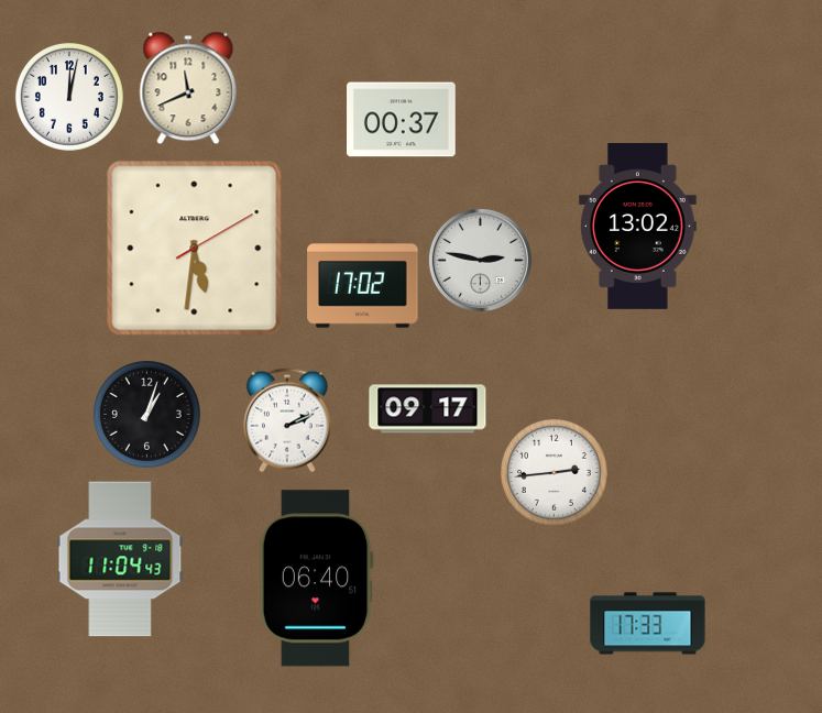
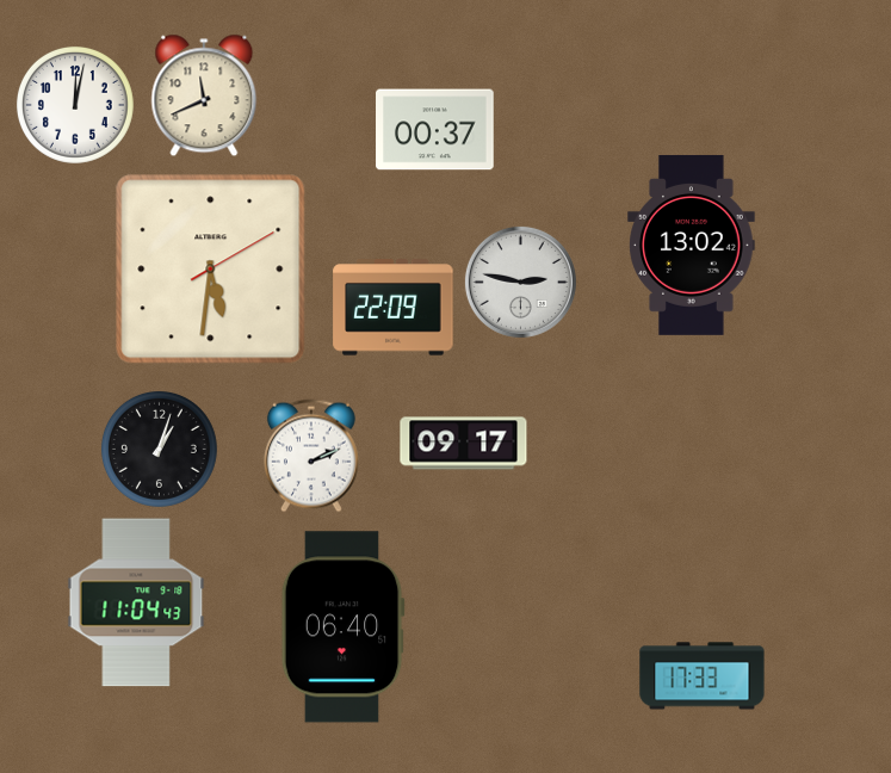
clock at (363, 284): 17:02 -> 22:09
clock at (554, 472): 2:44 -> none
clock at (120, 559) position: (120, 559) -> (136, 602)
